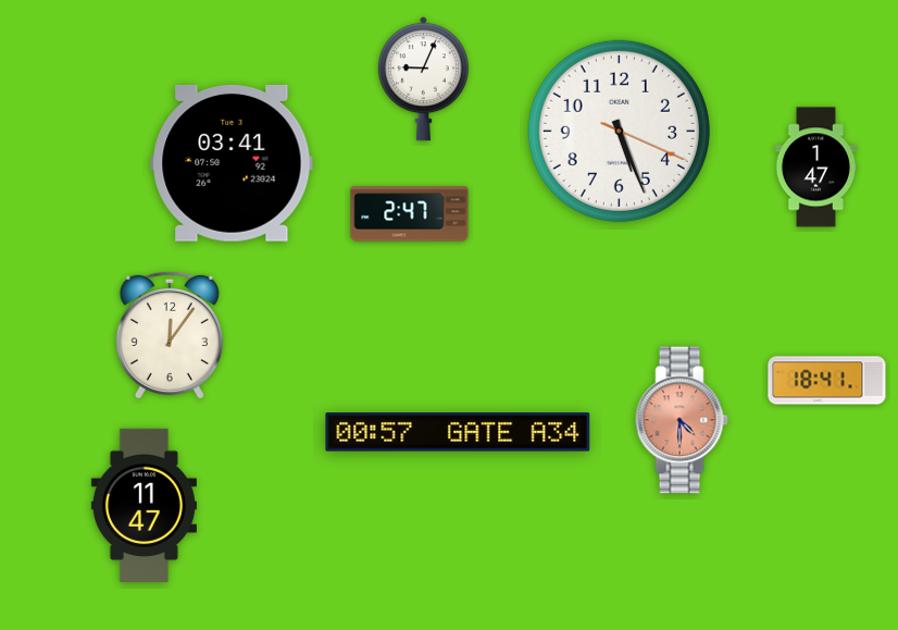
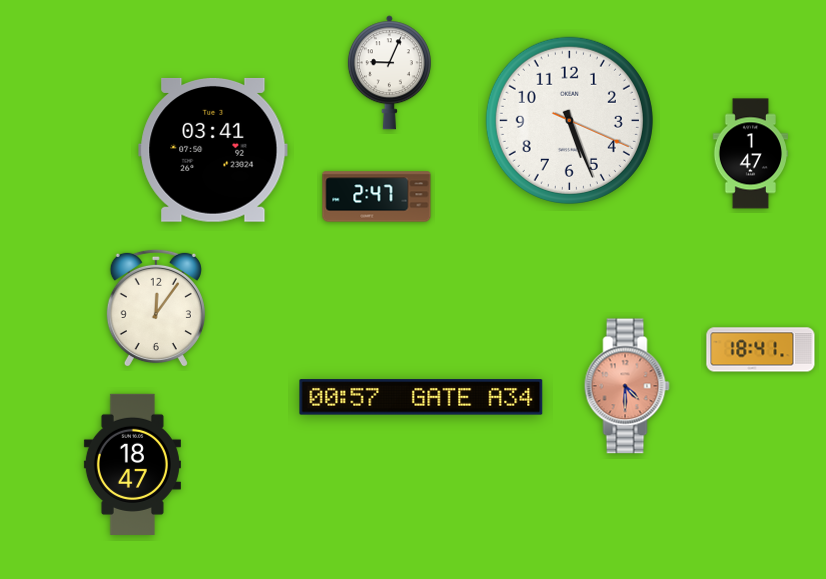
clock at (144, 505): 11:47 -> 18:47
